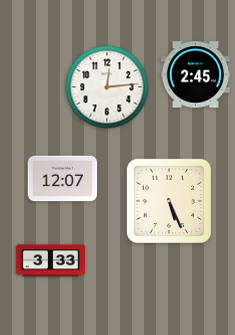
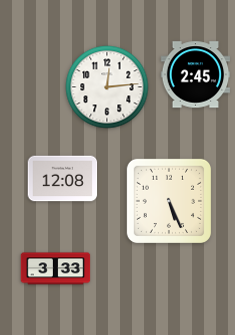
clock at (63, 179): 12:07 -> 12:08
clock at (51, 261) position: (51, 261) -> (56, 269)
